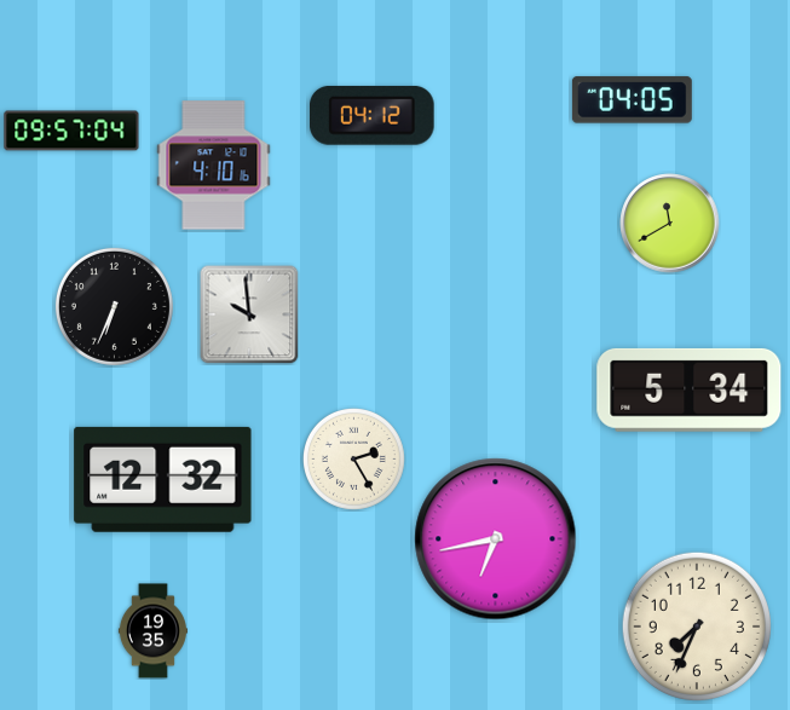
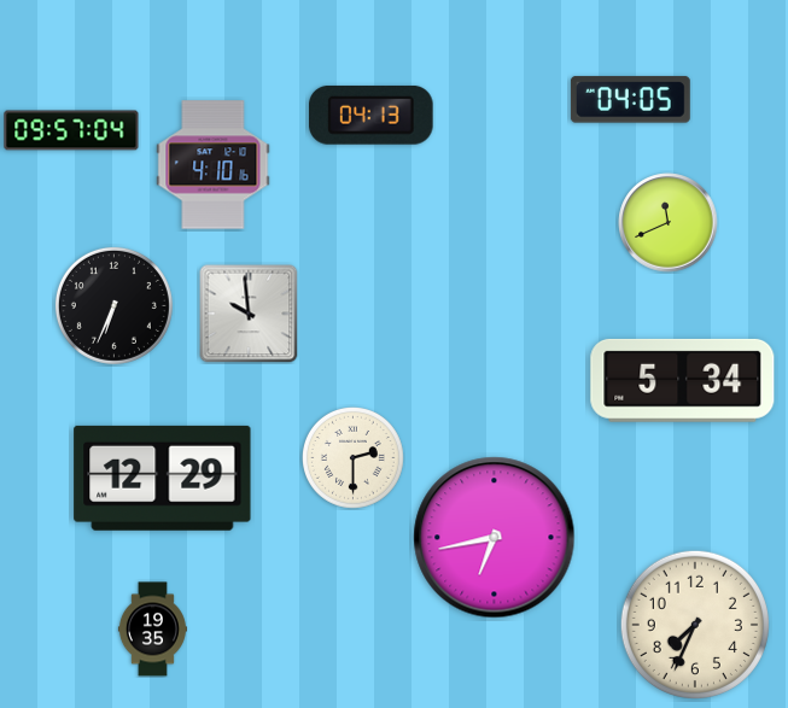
clock at (373, 115): 04:12 -> 04:13
clock at (670, 224): 11:40 -> 11:41
clock at (690, 389) position: (690, 389) -> (683, 380)
clock at (354, 460): 2:25 -> 2:30
clock at (163, 479): 12:32 -> 12:29
